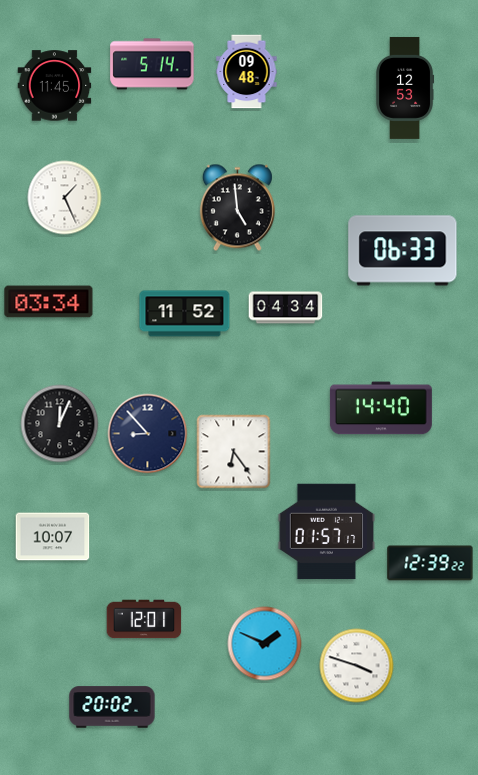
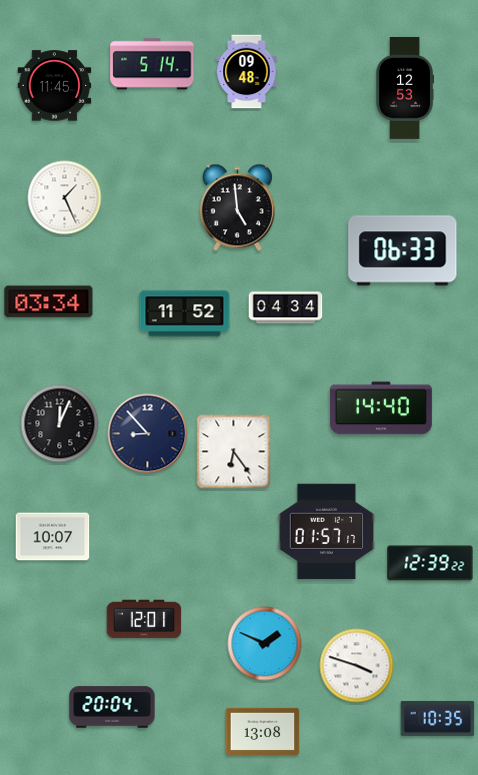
clock at (112, 707): 20:02 -> 20:04
clock at (438, 718): none -> 10:35
clock at (263, 731): none -> 13:08
